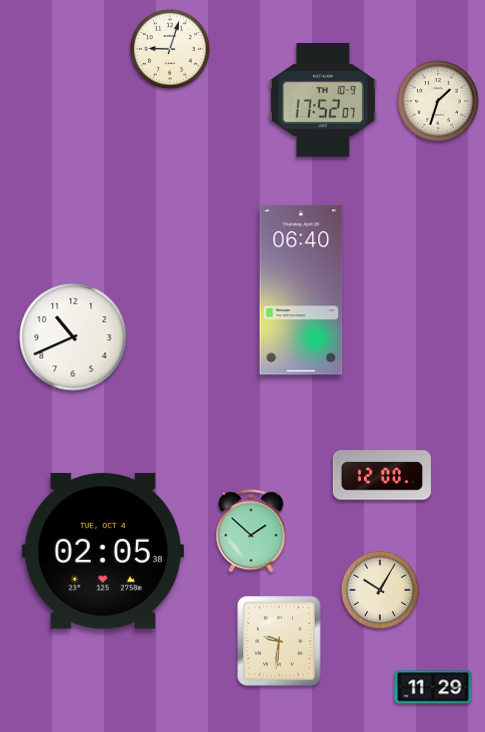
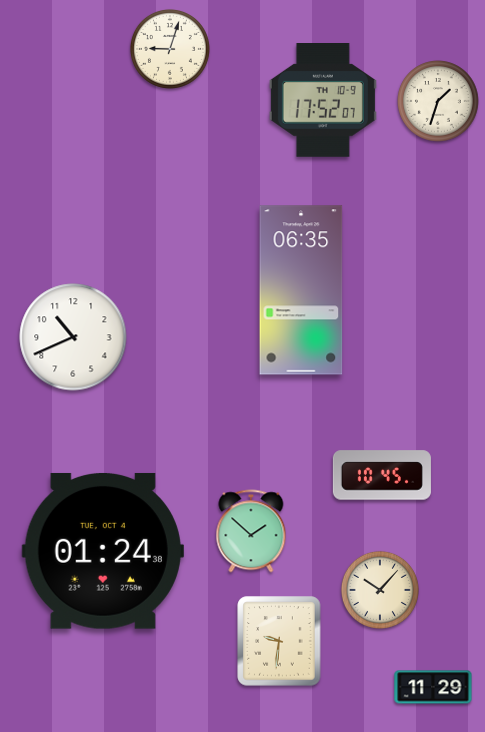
clock at (301, 290): 06:40 -> 06:35
clock at (382, 475): 12:00 -> 10:45
clock at (103, 551): 02:05 -> 01:24
clock at (380, 590): 10:05 -> 10:07
